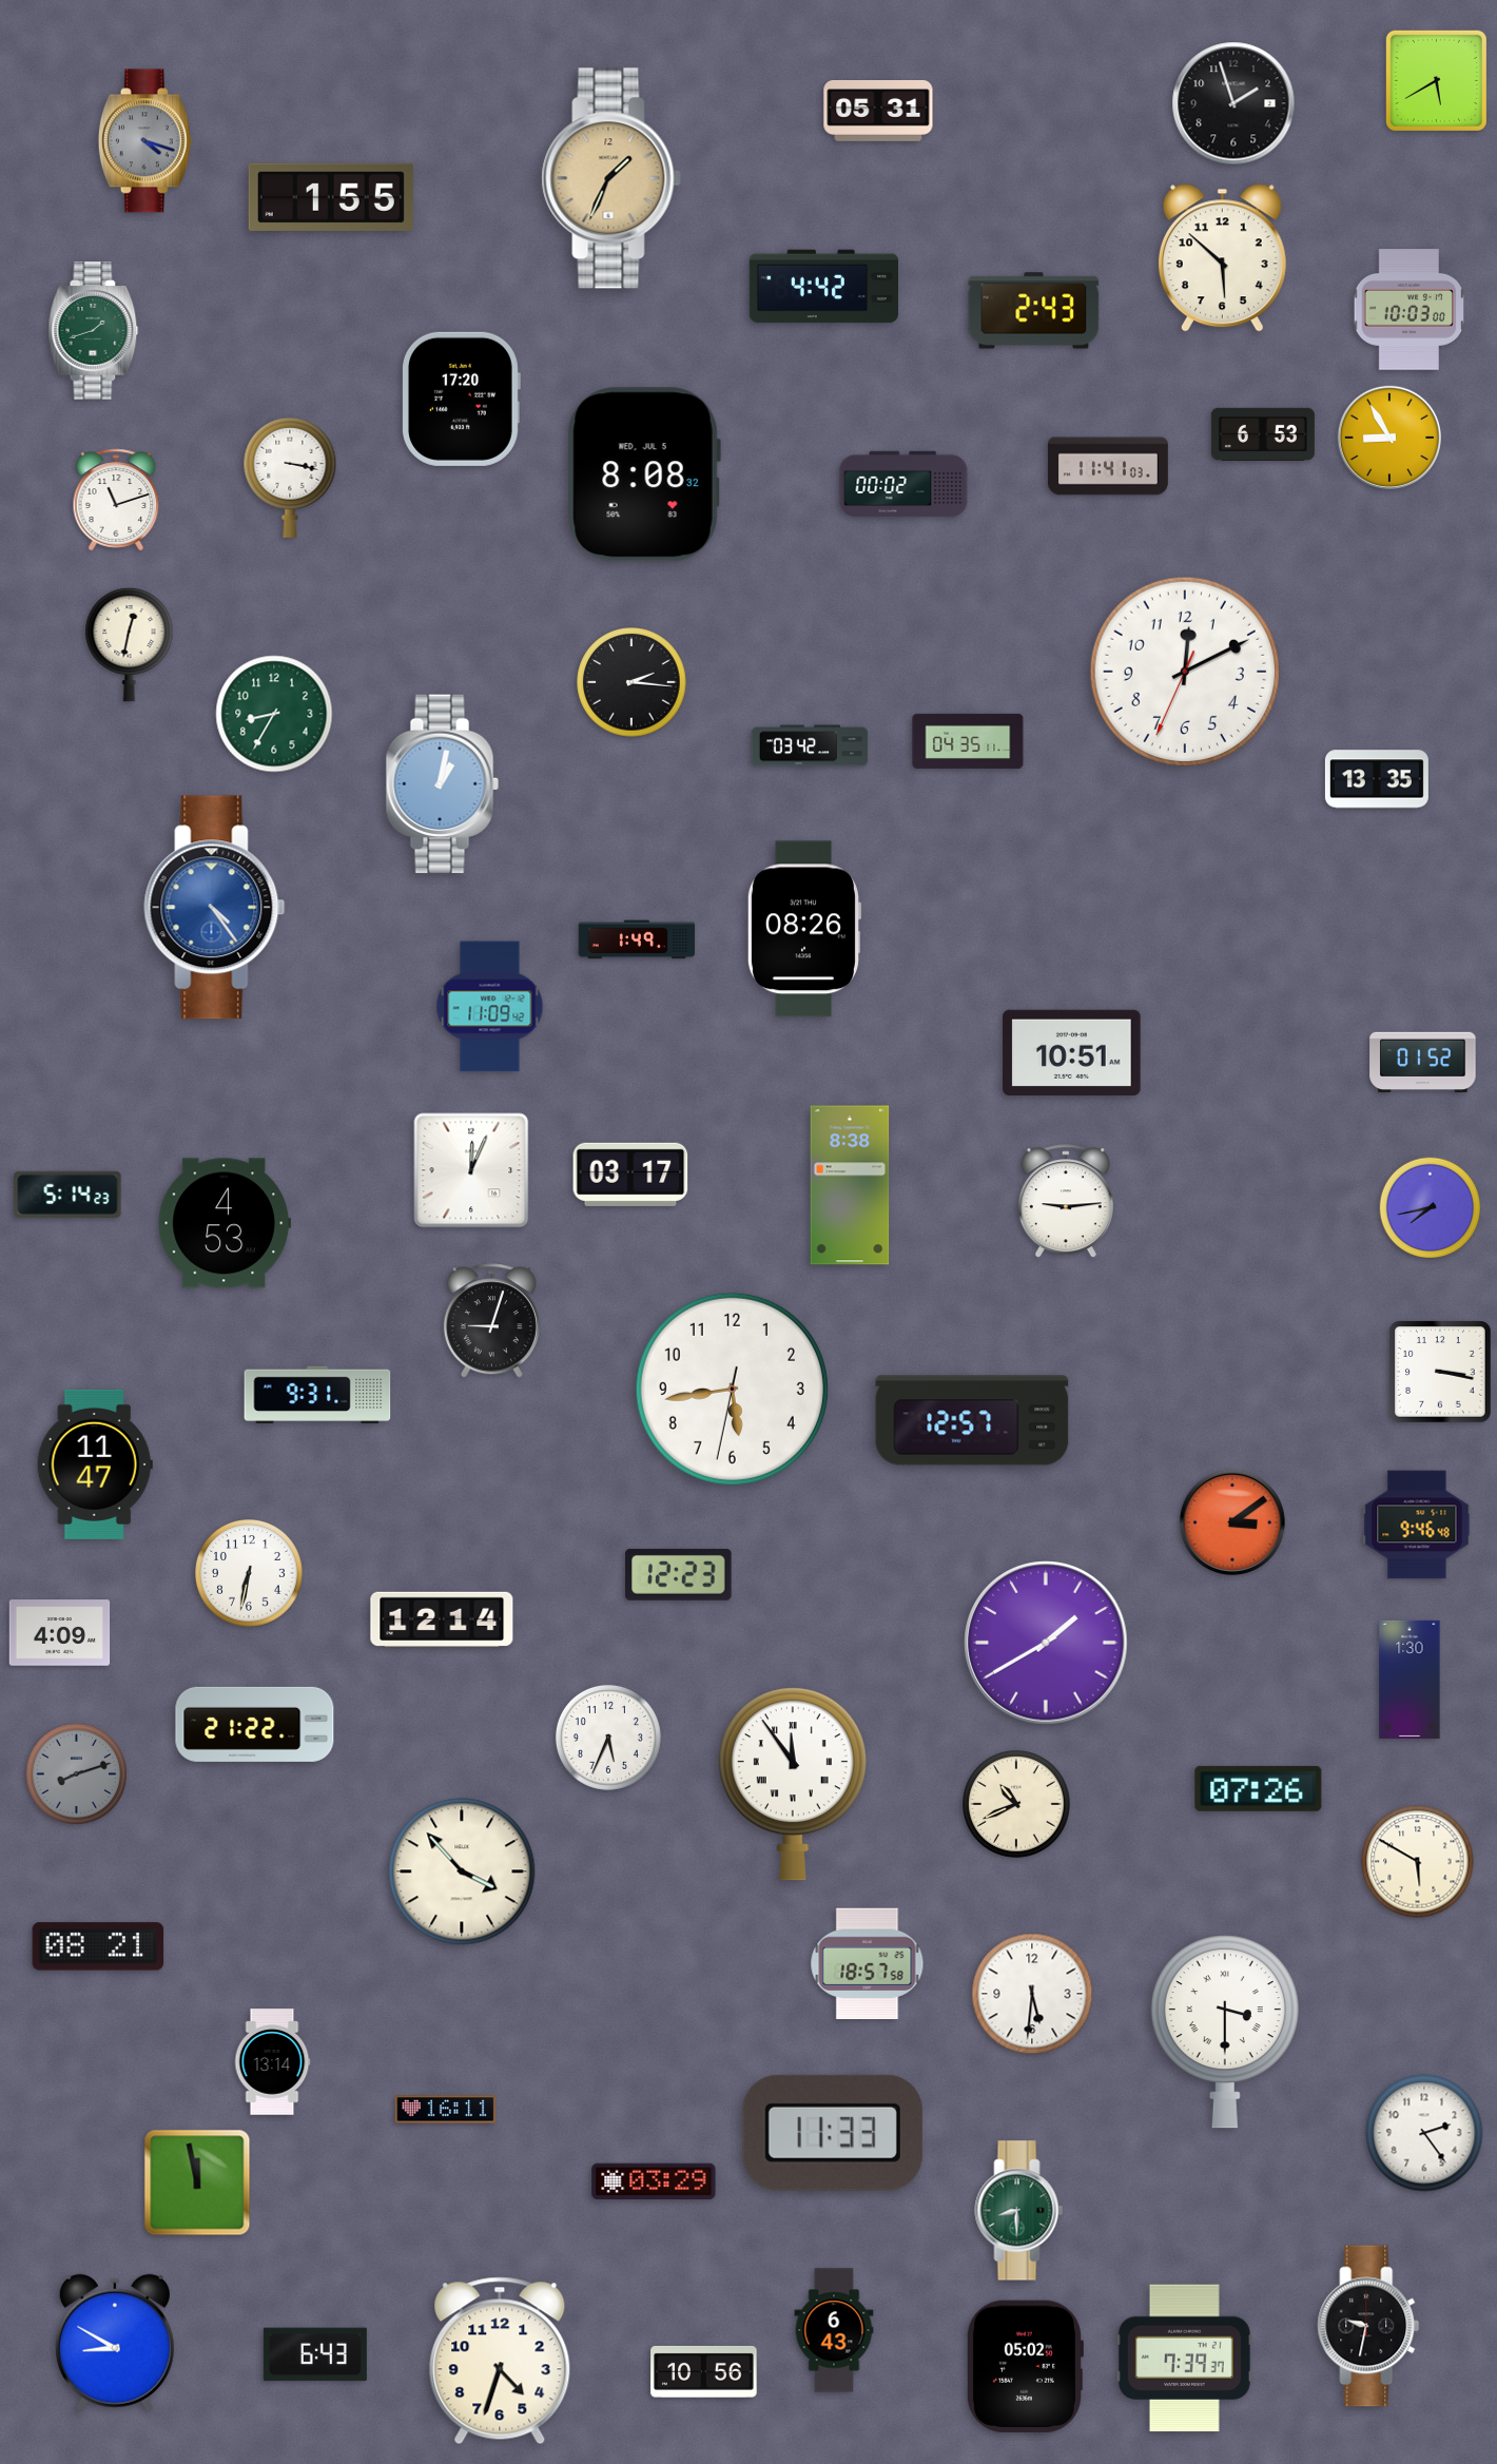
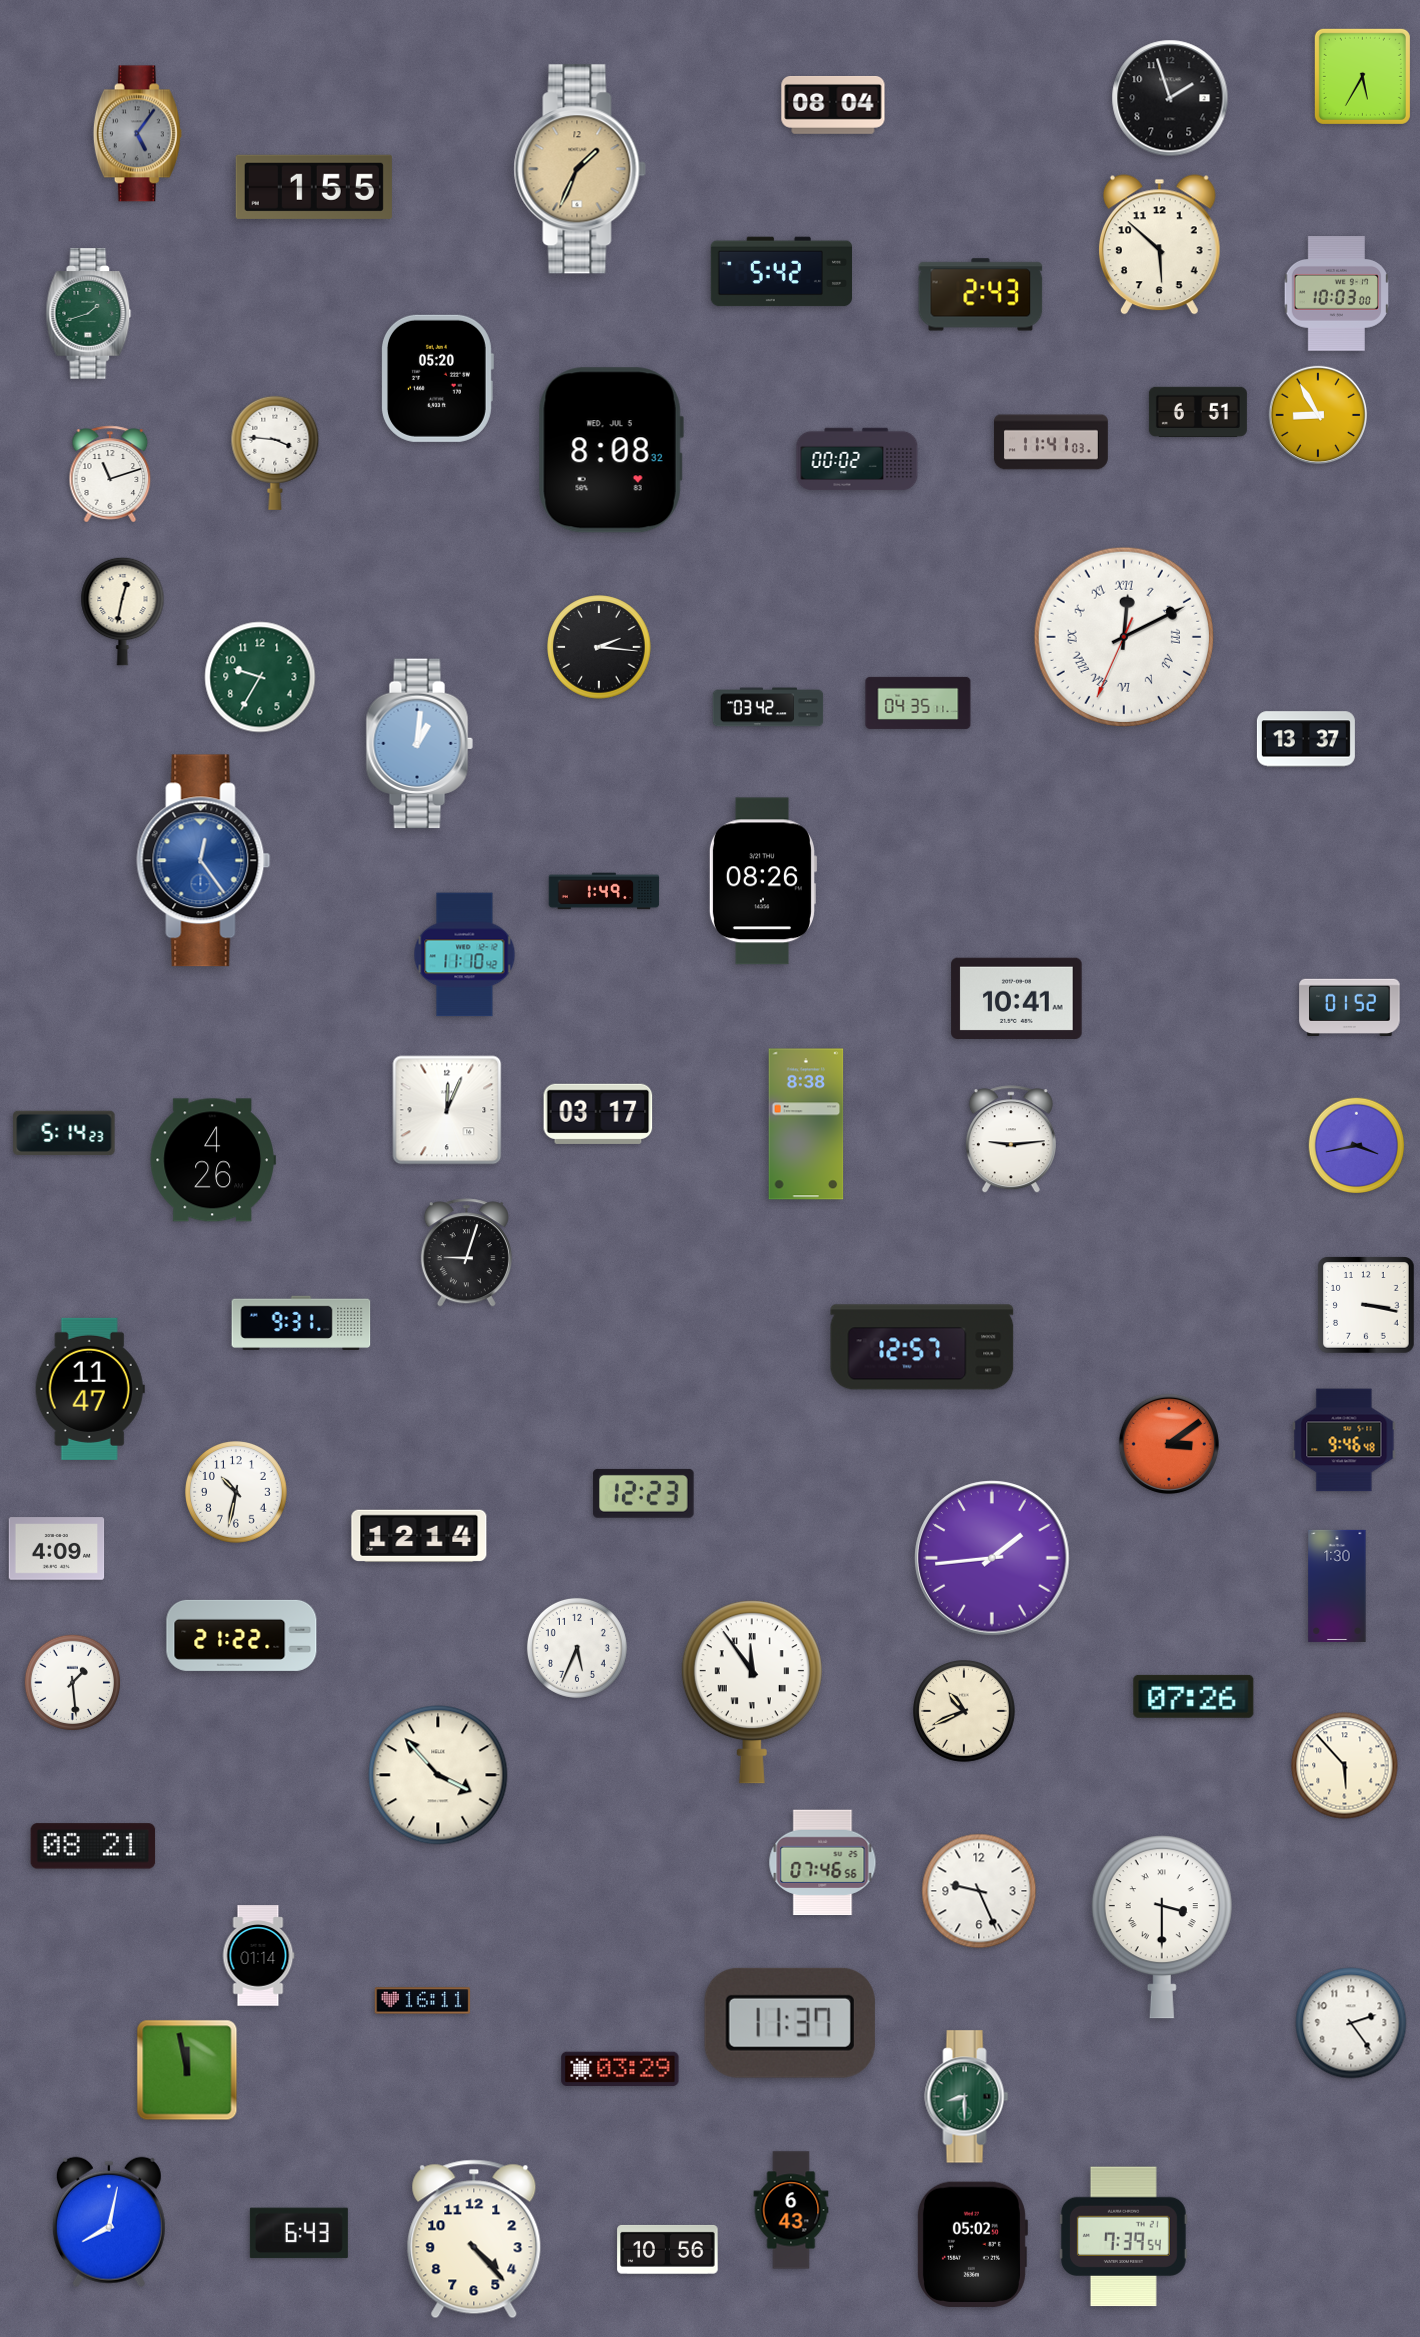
clock at (1436, 80): 5:40 -> 5:35
clock at (878, 112): 05:31 -> 08:04
clock at (144, 141): 4:18 -> 5:06
clock at (823, 287): 4:42 -> 5:42
clock at (462, 399): 17:20 -> 05:20
clock at (1263, 434): 6:53 -> 6:51
clock at (290, 478): 3:17 -> 3:46
clock at (1185, 672) numerals: Arabic -> Roman
clock at (274, 714): 8:35 -> 9:35
clock at (1377, 779): 13:35 -> 13:37
clock at (442, 784): 1:02 -> 1:01
clock at (215, 908): 4:24 -> 12:24
clock at (490, 1007): 11:09 -> 11:10
clock at (1072, 1052): 10:51 -> 10:41
clock at (1431, 1208): 7:43 -> 3:43
clock at (225, 1223): 4:53 -> 4:26
clock at (1440, 1372) position: (1440, 1372) -> (1366, 1305)
clock at (732, 1389): 5:43 -> none
clock at (1417, 1525) position: (1417, 1525) -> (1344, 1440)
clock at (250, 1574): 6:32 -> 10:32
clock at (1046, 1643): 1:40 -> 1:44
clock at (1409, 1680) position: (1409, 1680) -> (1337, 1586)
clock at (77, 1774): 8:12 -> 1:29
clock at (77, 1774) dial: grey -> white
clock at (1418, 1862): 5:50 -> 5:53
clock at (868, 1964): 18:57 -> 07:46
clock at (1032, 1994): 5:31 -> 9:26
clock at (272, 2062): 13:14 -> 01:14
clock at (833, 2133): 11:33 -> 11:37
clock at (1368, 2326): 9:32 -> none
clock at (115, 2343): 8:50 -> 8:02
clock at (1184, 2359): 7:39:37 -> 7:39:54
clock at (500, 2361): 4:33 -> 4:23
